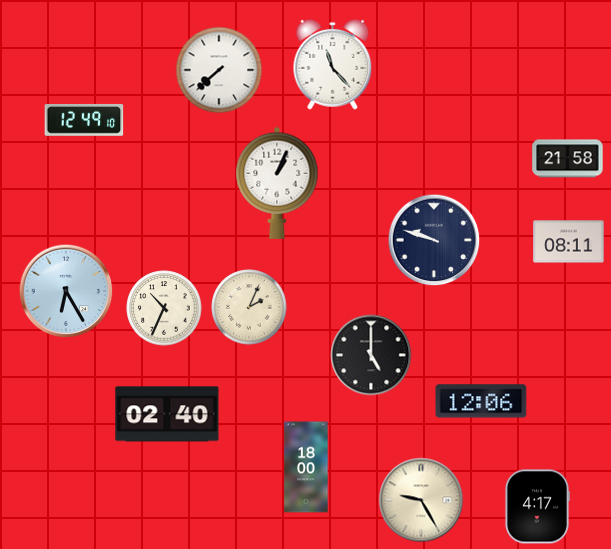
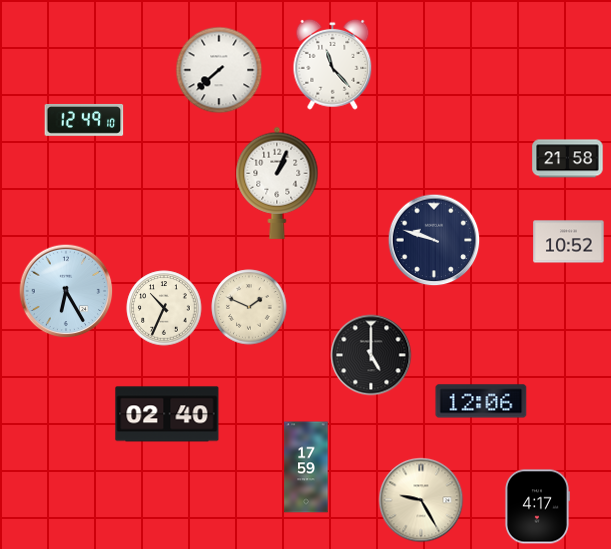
clock at (569, 242): 08:11 -> 10:52
clock at (249, 307): 2:04 -> 1:49
clock at (306, 467): 18:00 -> 17:59
